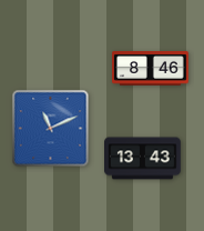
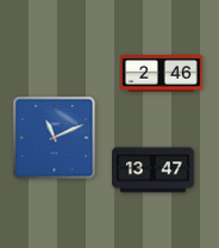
clock at (151, 69): 8:46 -> 2:46
clock at (143, 159): 13:43 -> 13:47
